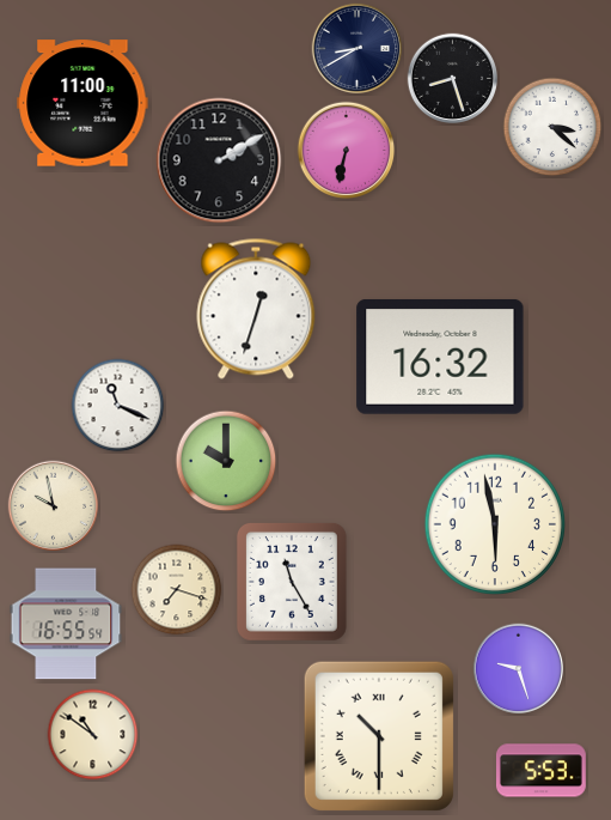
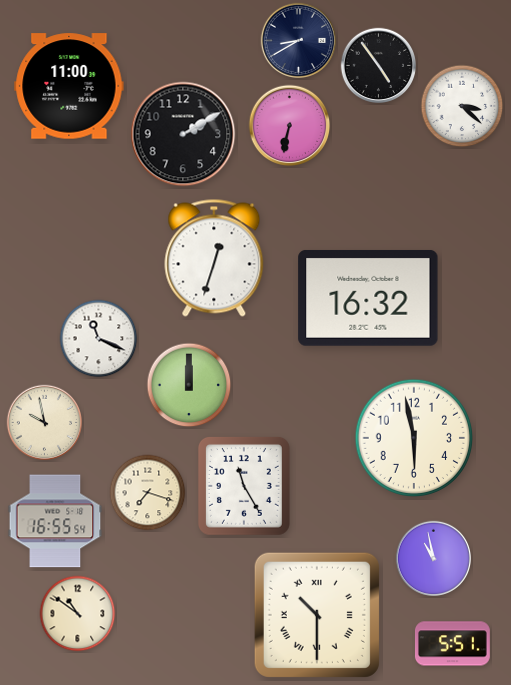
clock at (453, 79): 8:27 -> 4:54
clock at (226, 461): 10:00 -> 12:00
clock at (519, 669): 9:27 -> 10:58
clock at (540, 771): 5:53 -> 5:51
